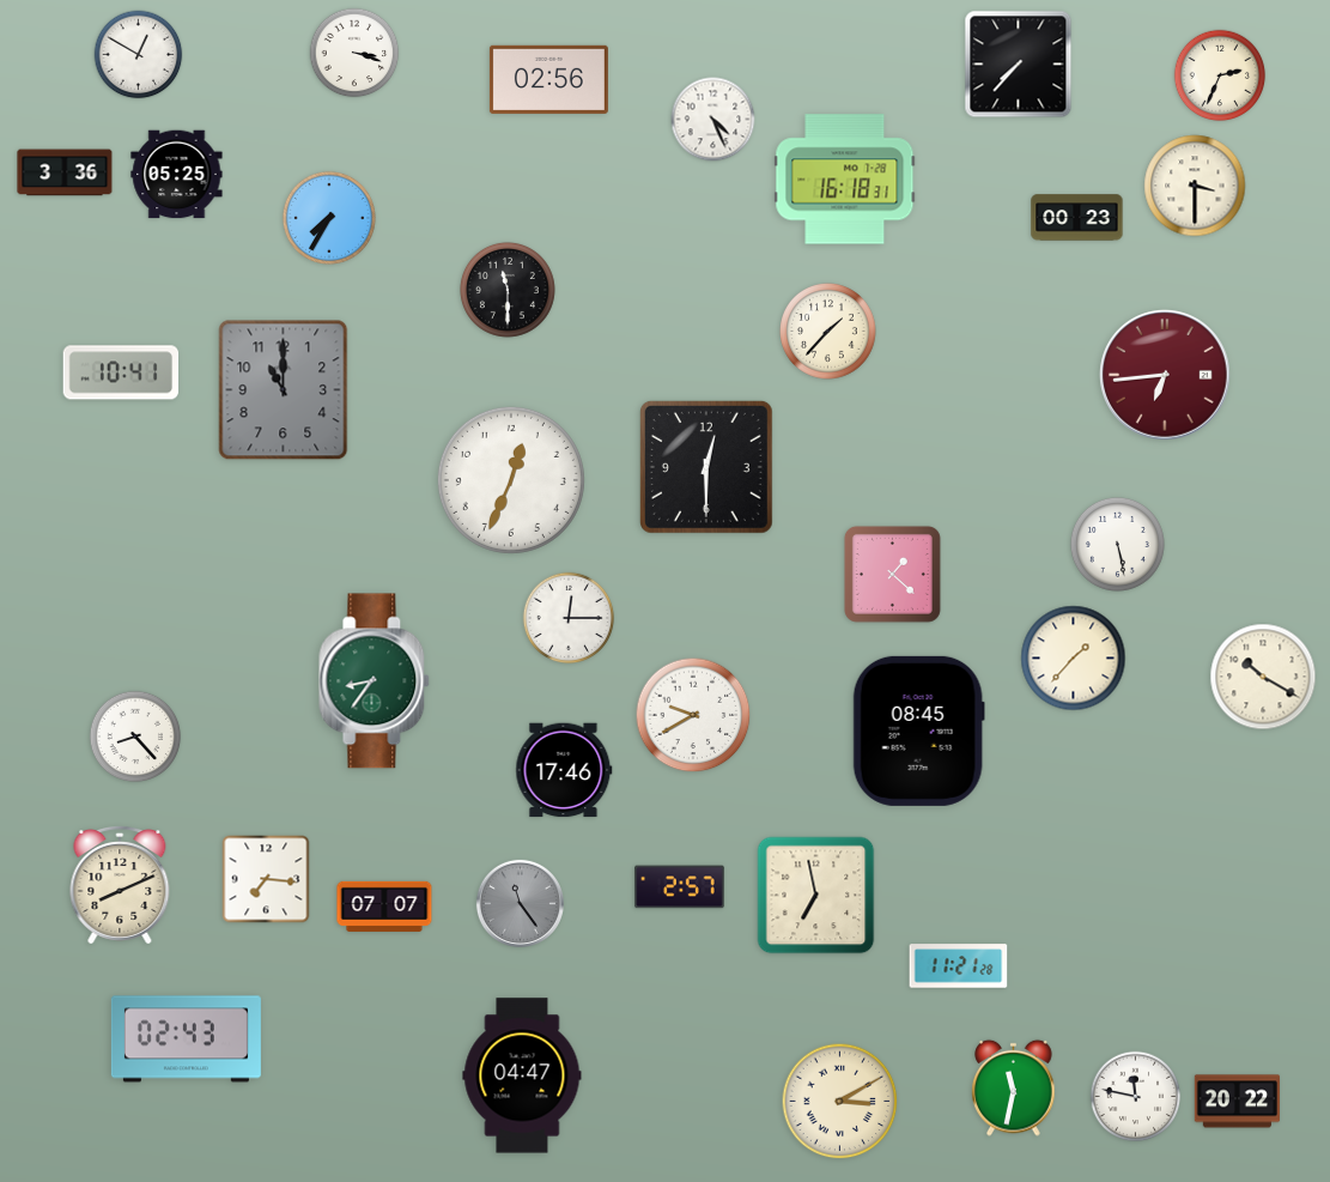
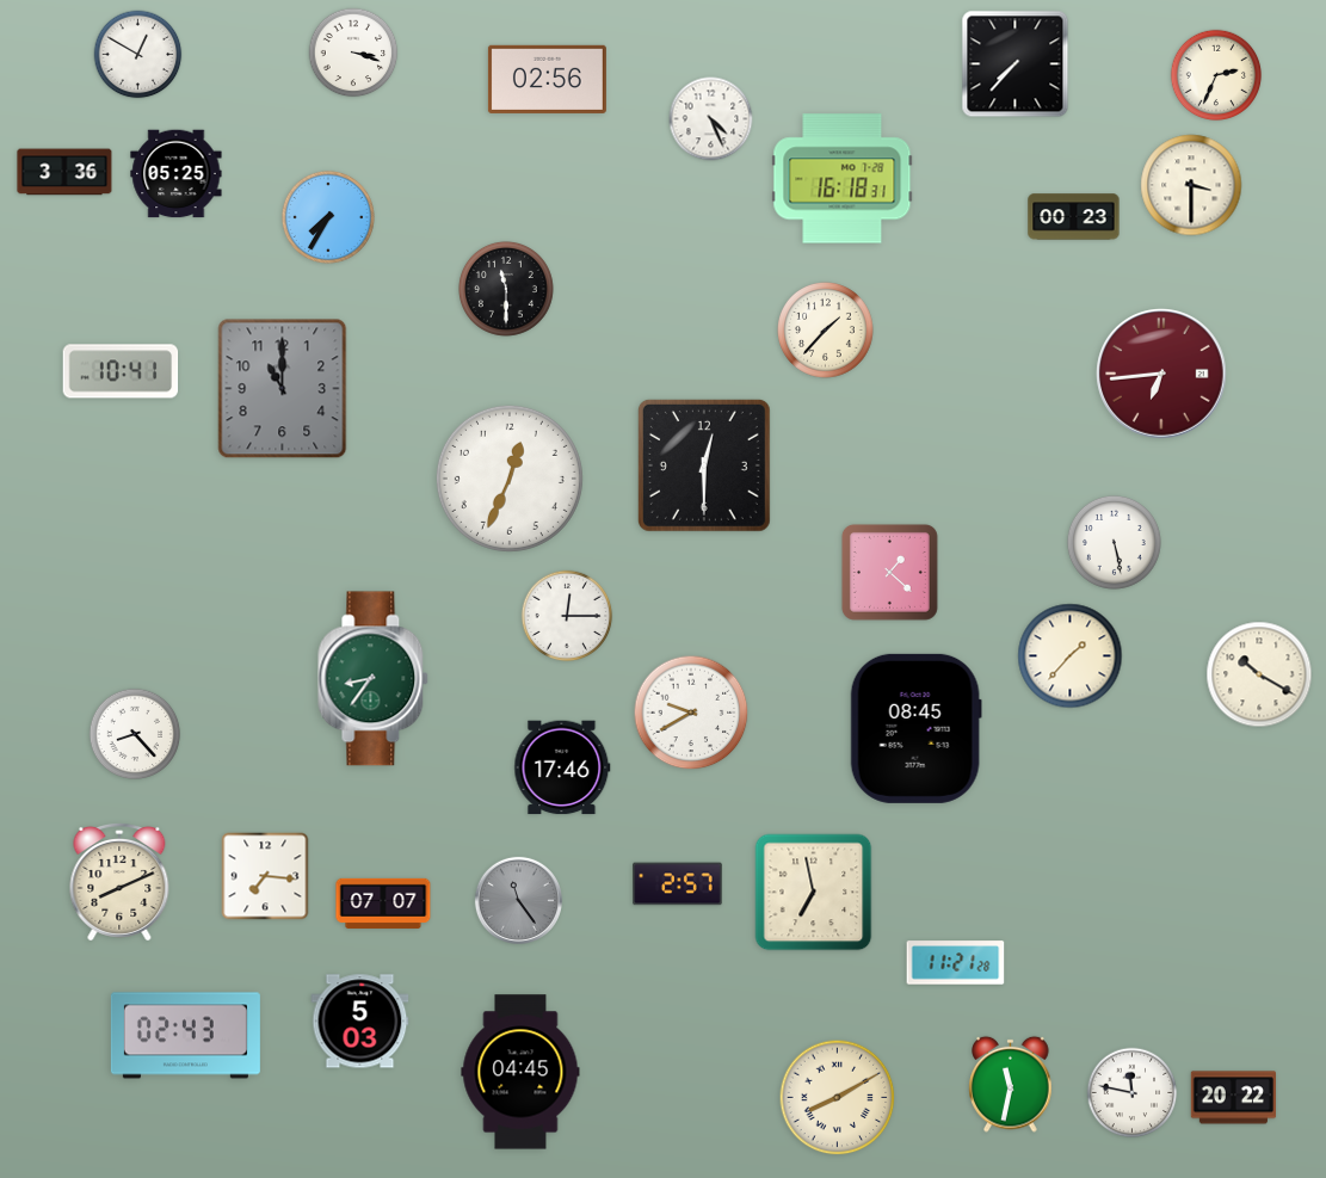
clock at (360, 1022): none -> 5:03
clock at (522, 1075): 04:47 -> 04:45
clock at (840, 1102): 3:10 -> 8:10
